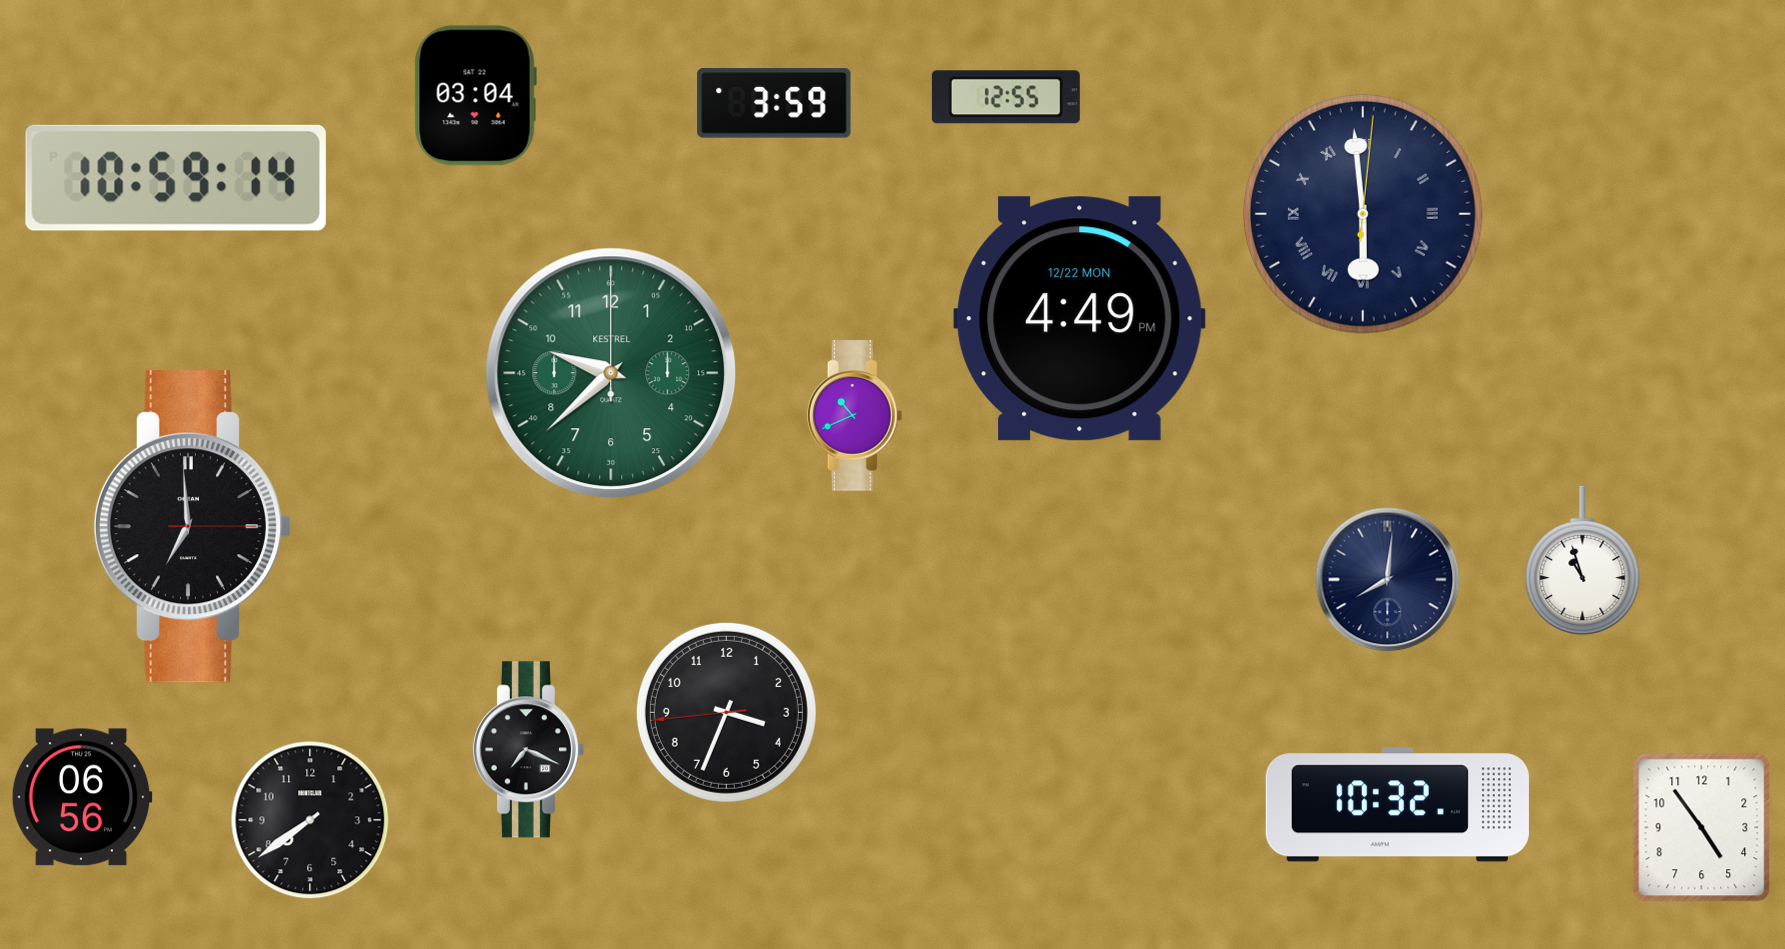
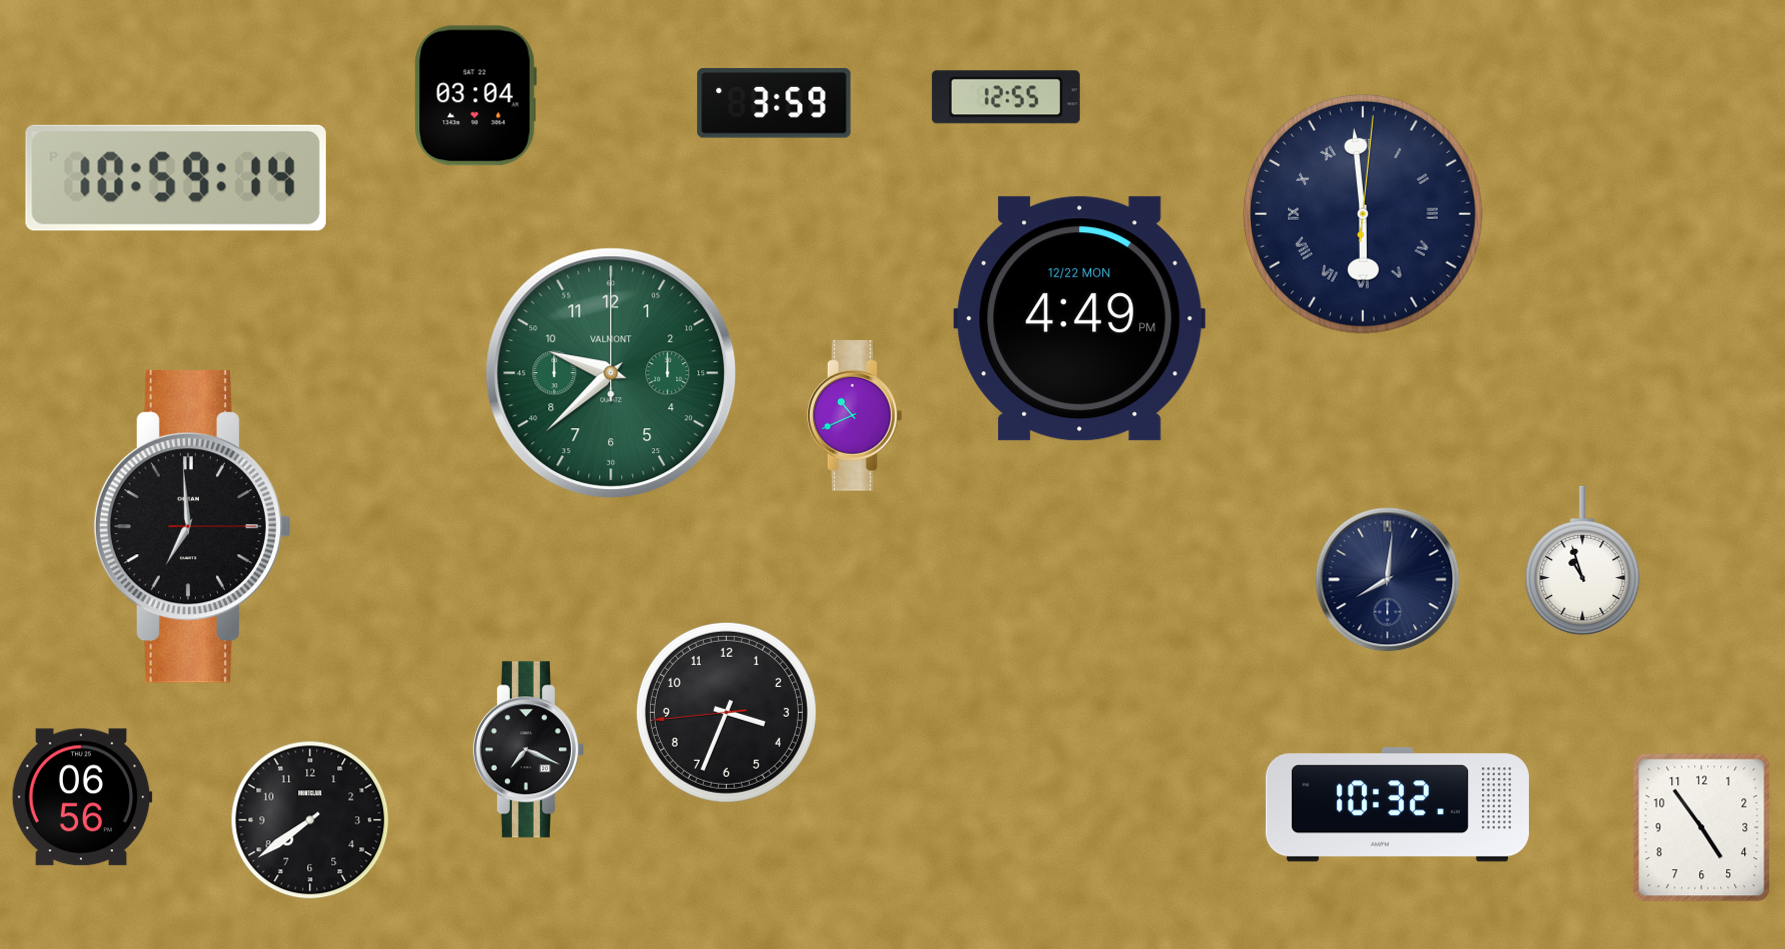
clock at (611, 373) brand: KESTREL -> VALMONT
